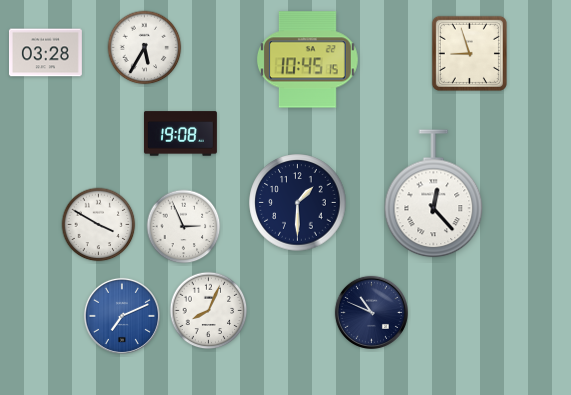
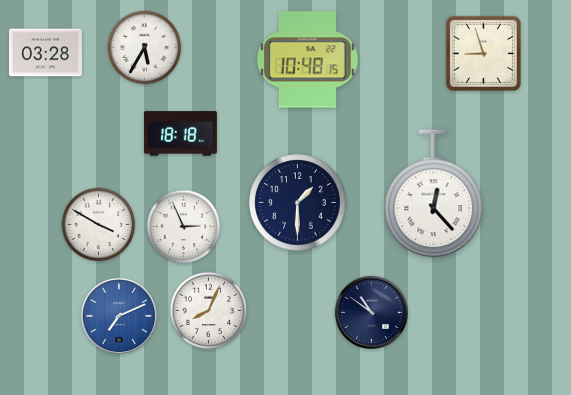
clock at (469, 53) position: (469, 53) -> (483, 53)
clock at (307, 60): 10:45 -> 10:48
clock at (180, 134): 19:08 -> 18:18
clock at (371, 312): 10:49 -> 10:51
clock at (122, 316) position: (122, 316) -> (119, 316)
